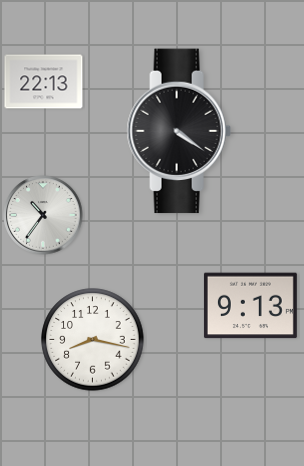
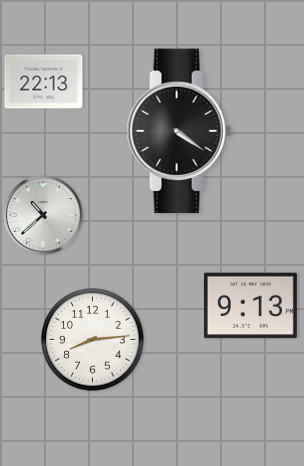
clock at (43, 215): 10:36 -> 10:38
clock at (93, 340): 8:17 -> 8:14
